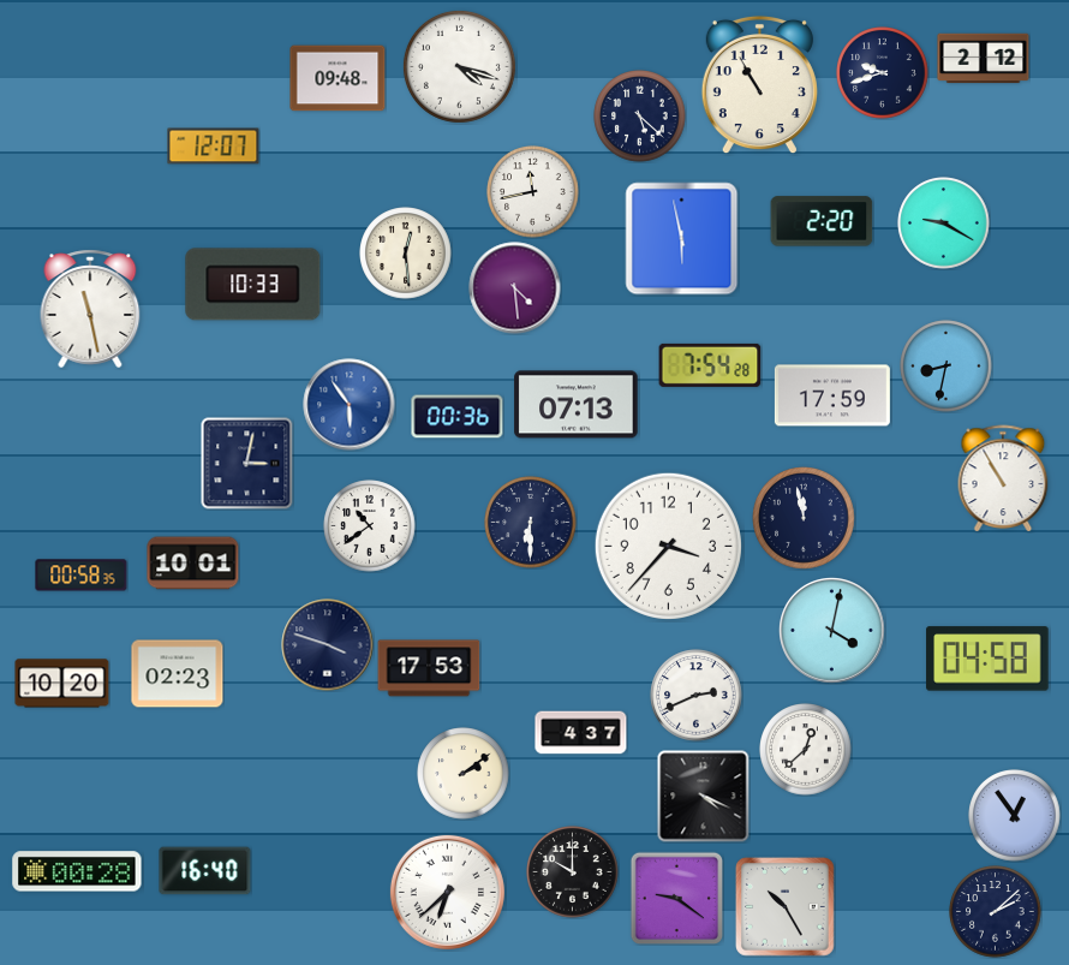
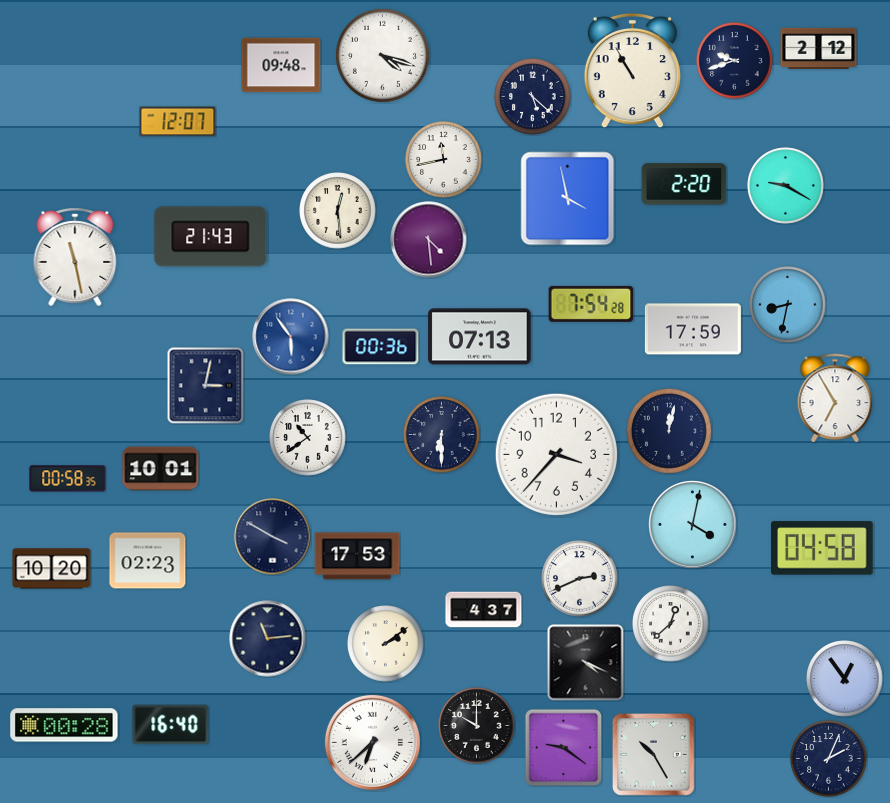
clock at (682, 239): 5:58 -> 3:58
clock at (253, 285): 10:33 -> 21:43
clock at (1003, 478): 10:55 -> 6:55
clock at (805, 519): 11:58 -> 12:02
clock at (328, 645): 3:48 -> 3:50
clock at (268, 639): none -> 11:14
clock at (996, 912): 2:08 -> 2:04
